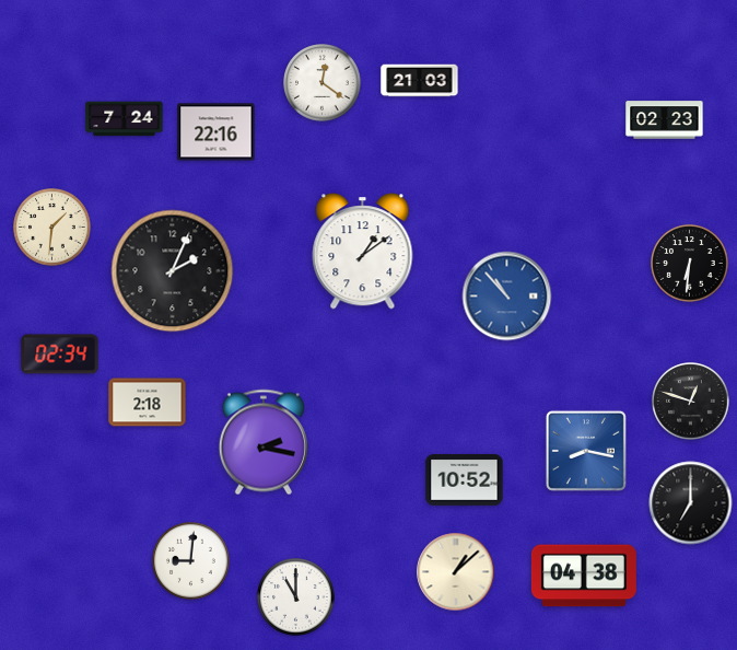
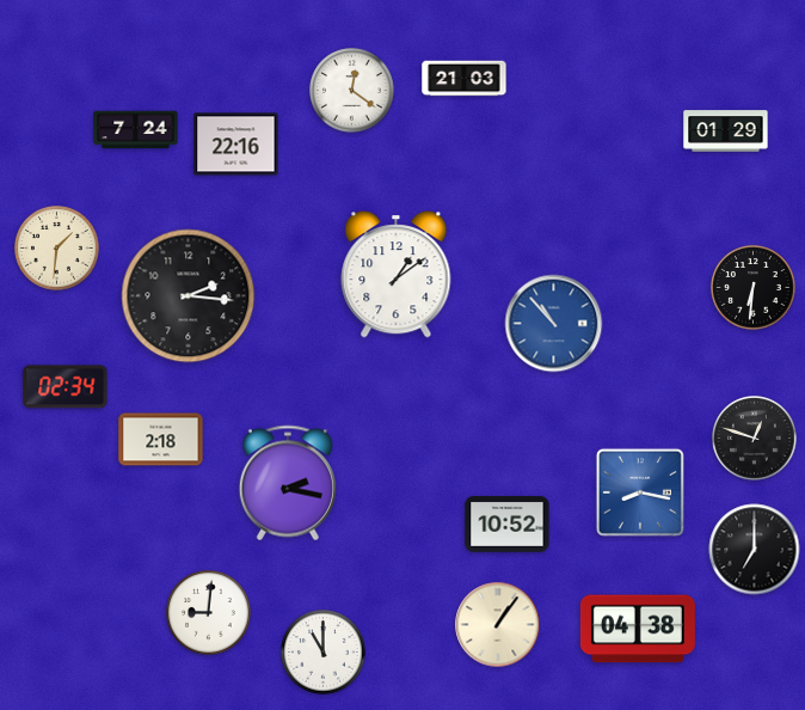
clock at (420, 81) position: (420, 81) -> (465, 79)
clock at (665, 120): 02:23 -> 01:29
clock at (173, 271): 2:04 -> 2:16
clock at (456, 572): 1:08 -> 1:06
